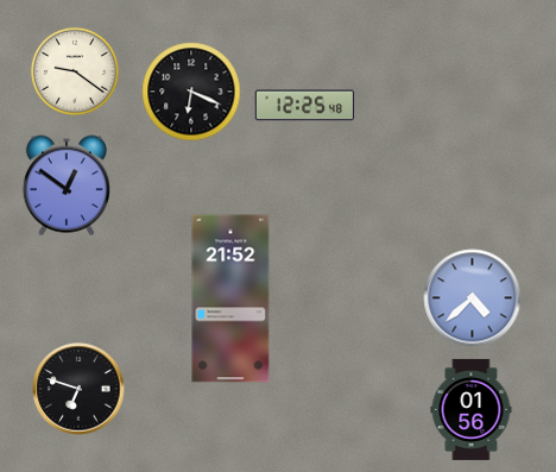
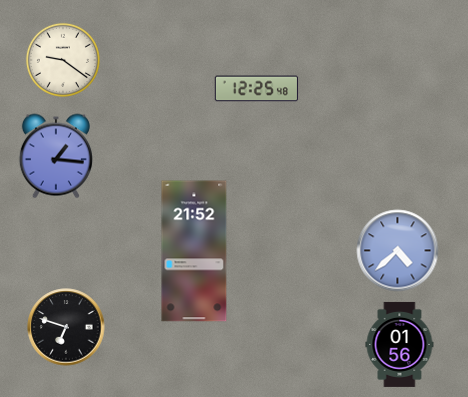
clock at (191, 92): 6:19 -> none
clock at (67, 185): 12:51 -> 1:16
clock at (472, 409) position: (472, 409) -> (400, 344)
